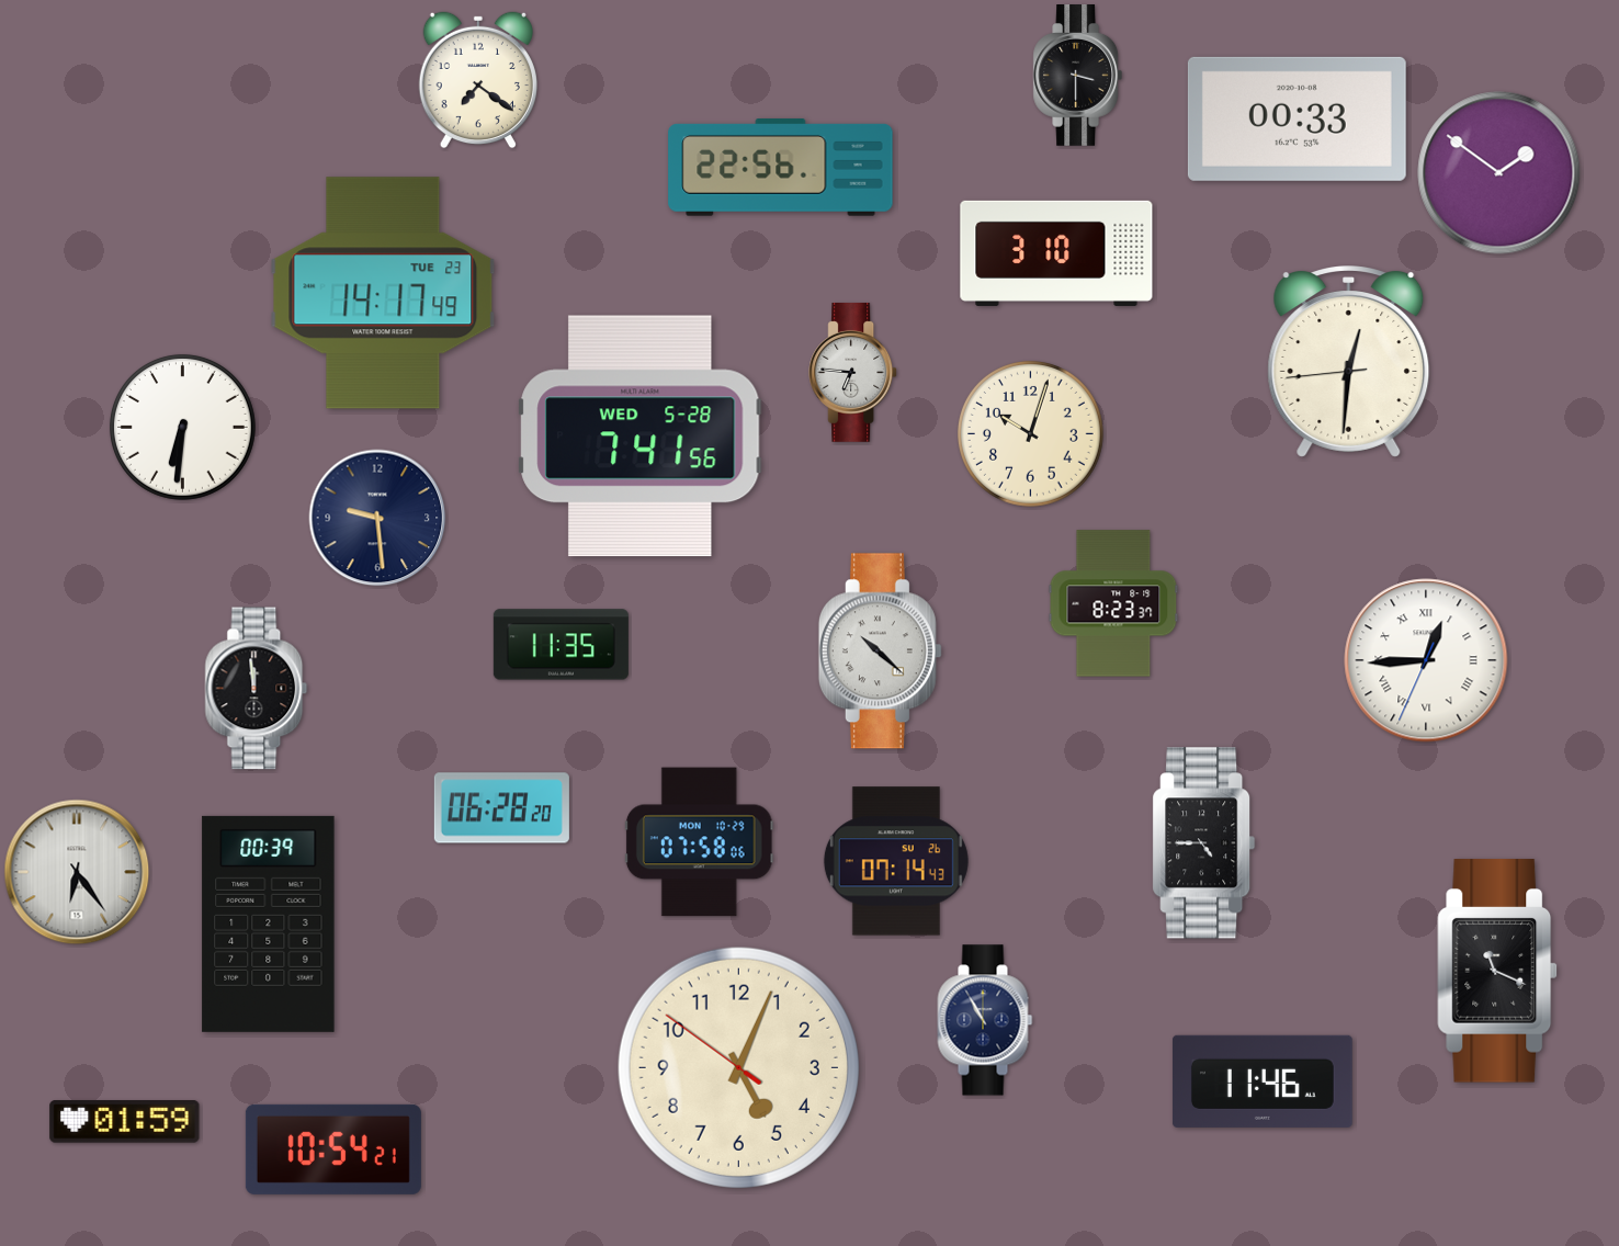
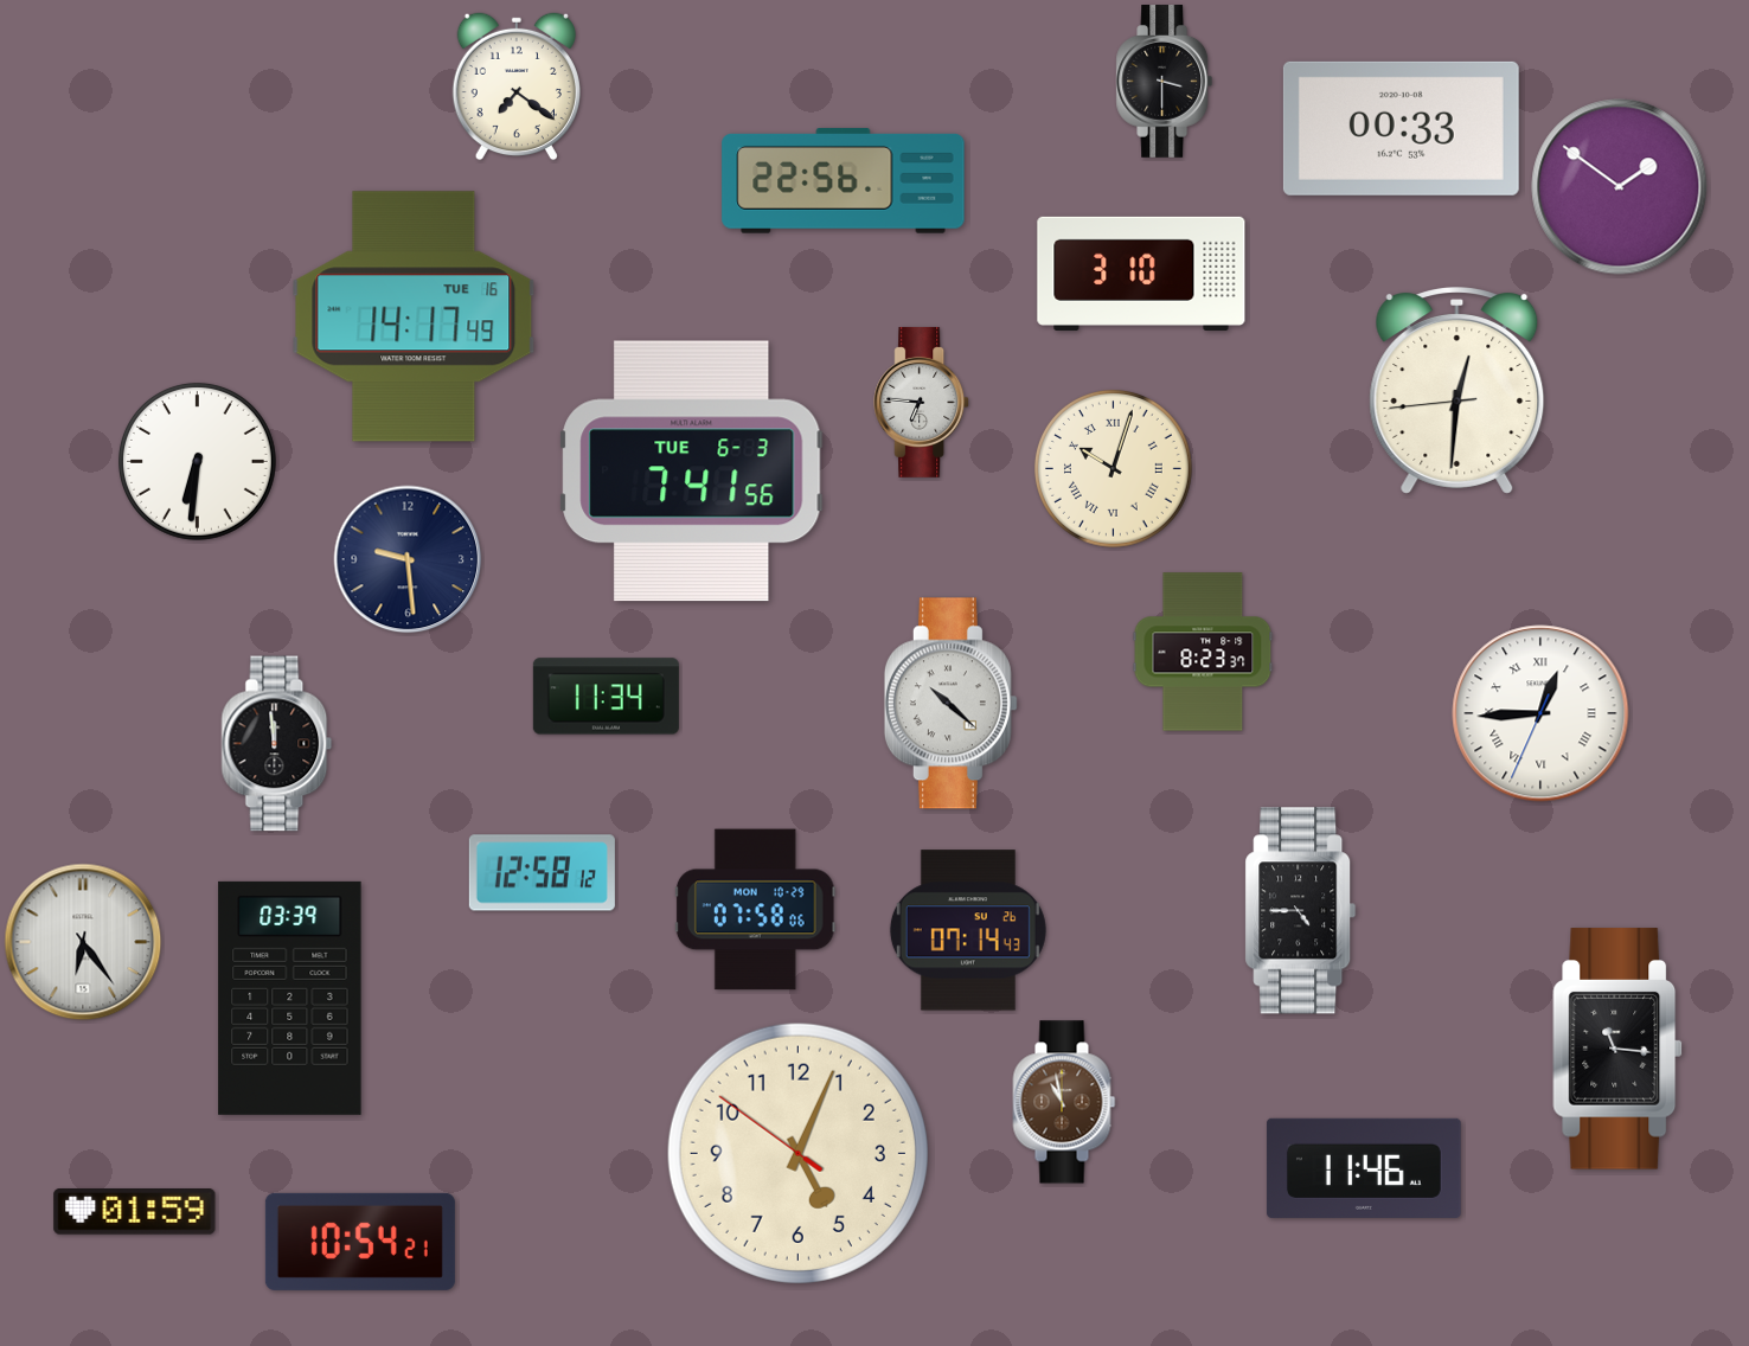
clock at (383, 293) date: TUE 23 -> TUE 16
clock at (1030, 433) numerals: Arabic -> Roman
clock at (641, 437) date: WED 5-28 -> TUE 6-3
clock at (561, 645): 11:35 -> 11:34
clock at (501, 808): 06:28 -> 12:58
clock at (269, 924): 00:39 -> 03:39
clock at (1497, 971): 11:19 -> 11:16
clock at (985, 1020): 10:55 -> 10:58
clock at (985, 1020) dial: navy -> brown
